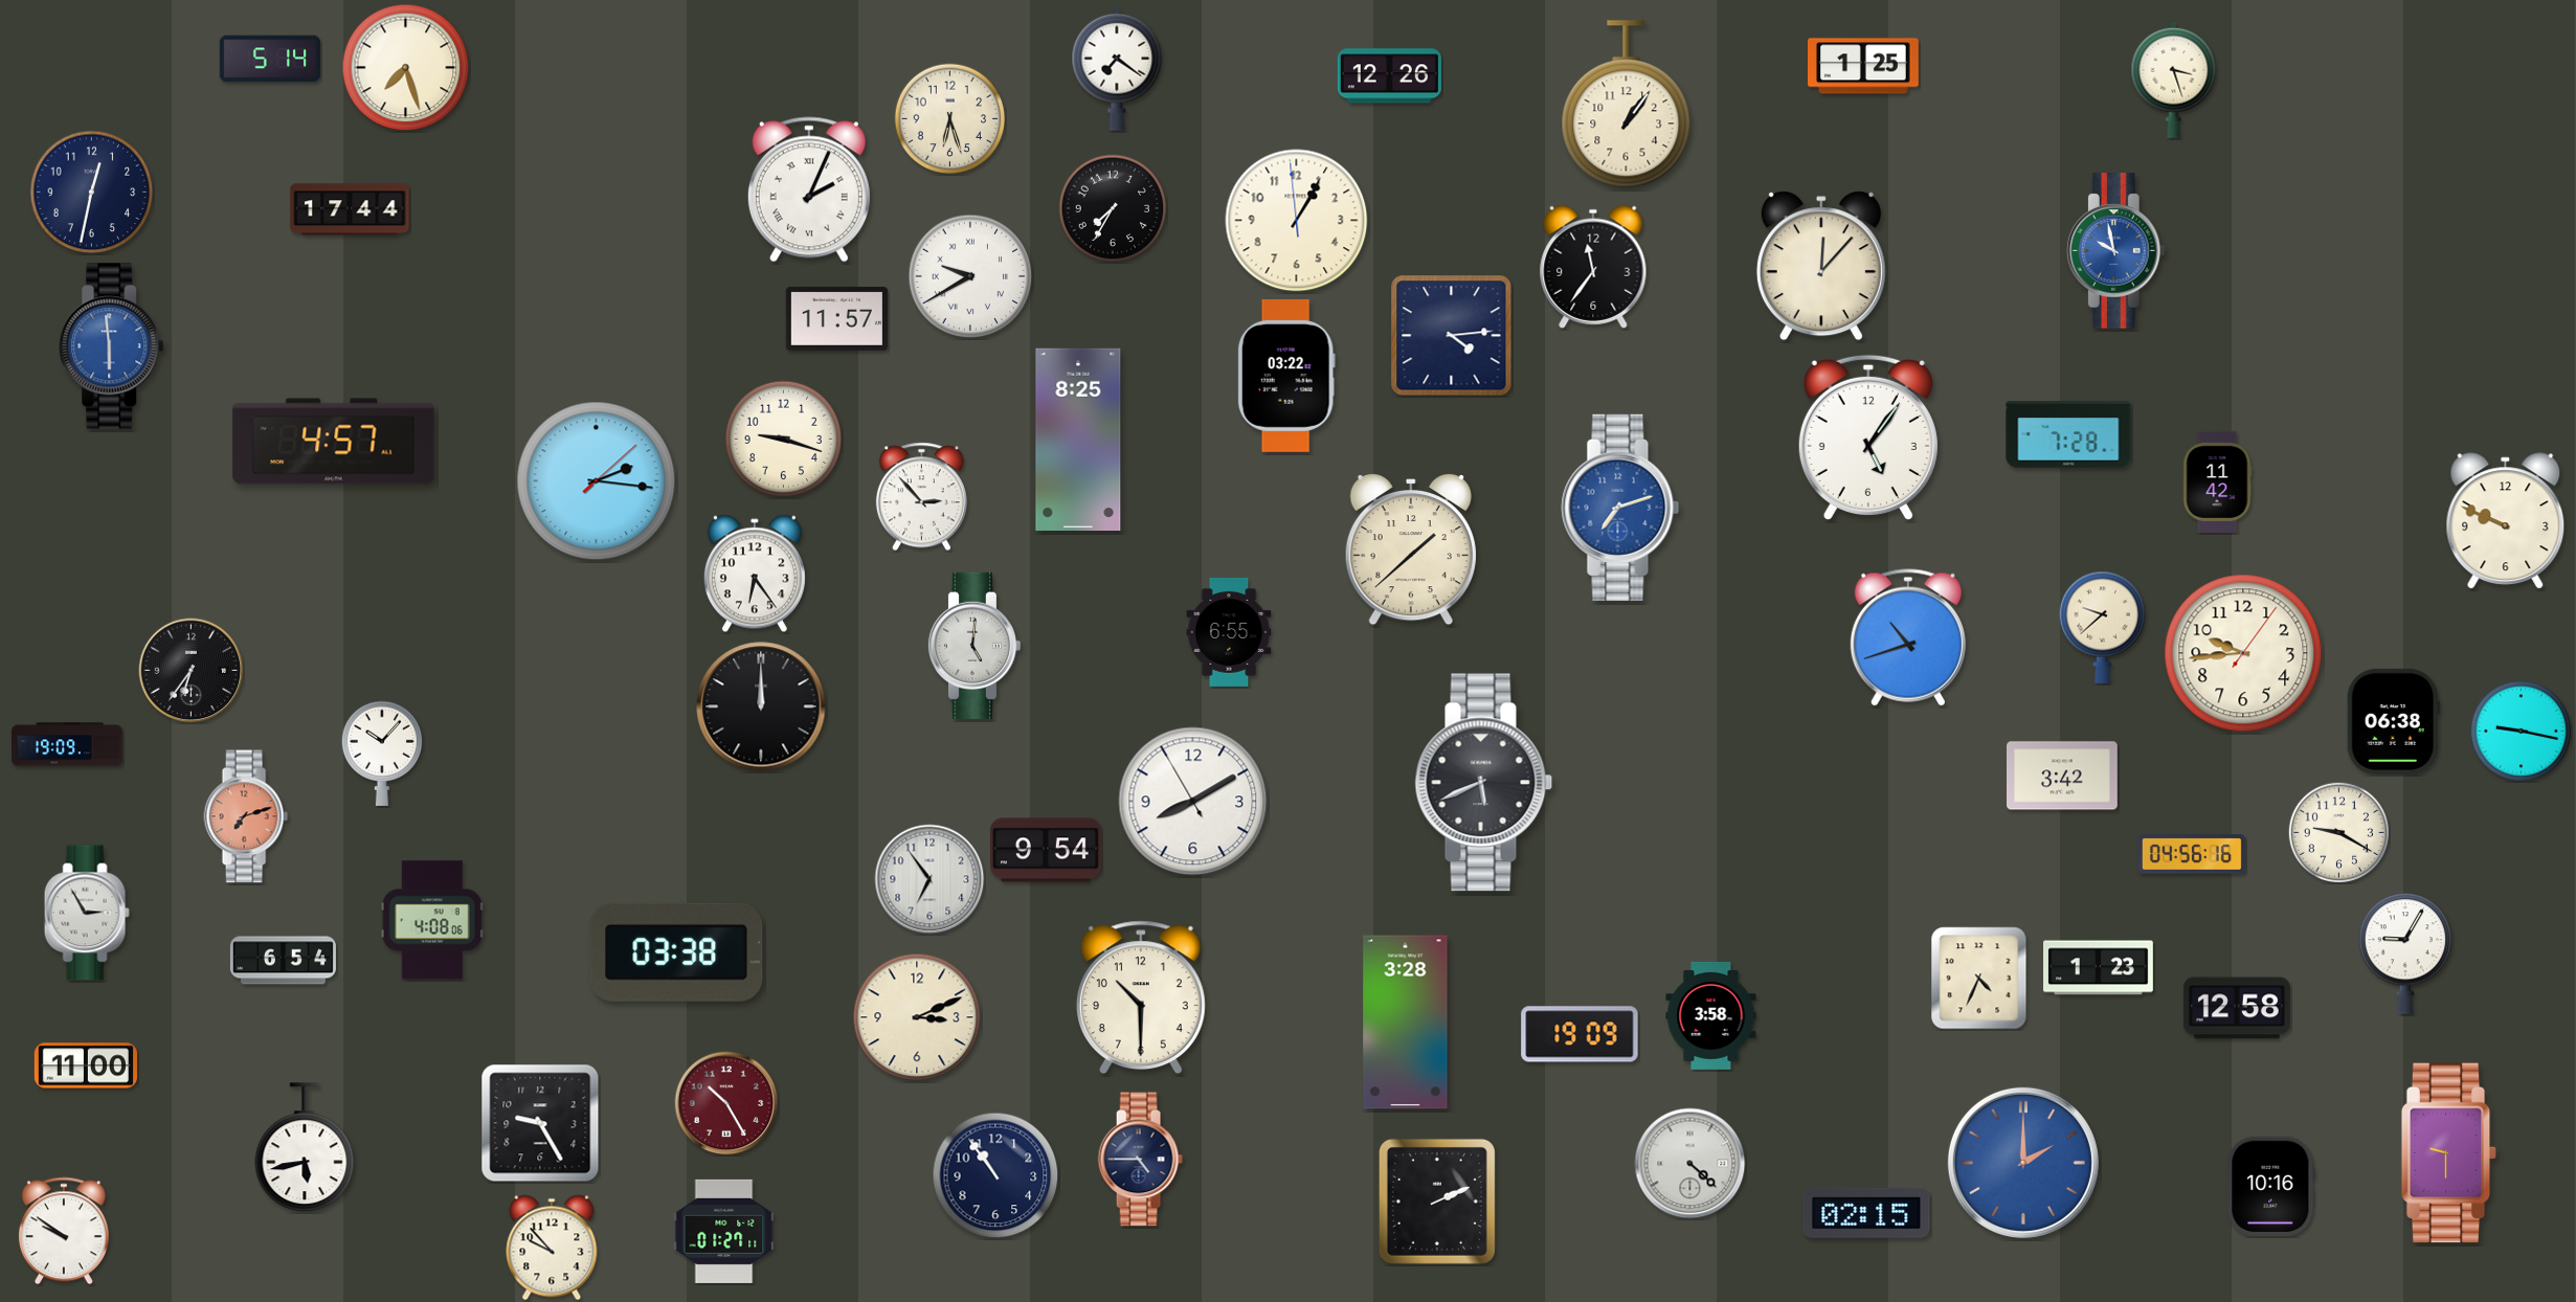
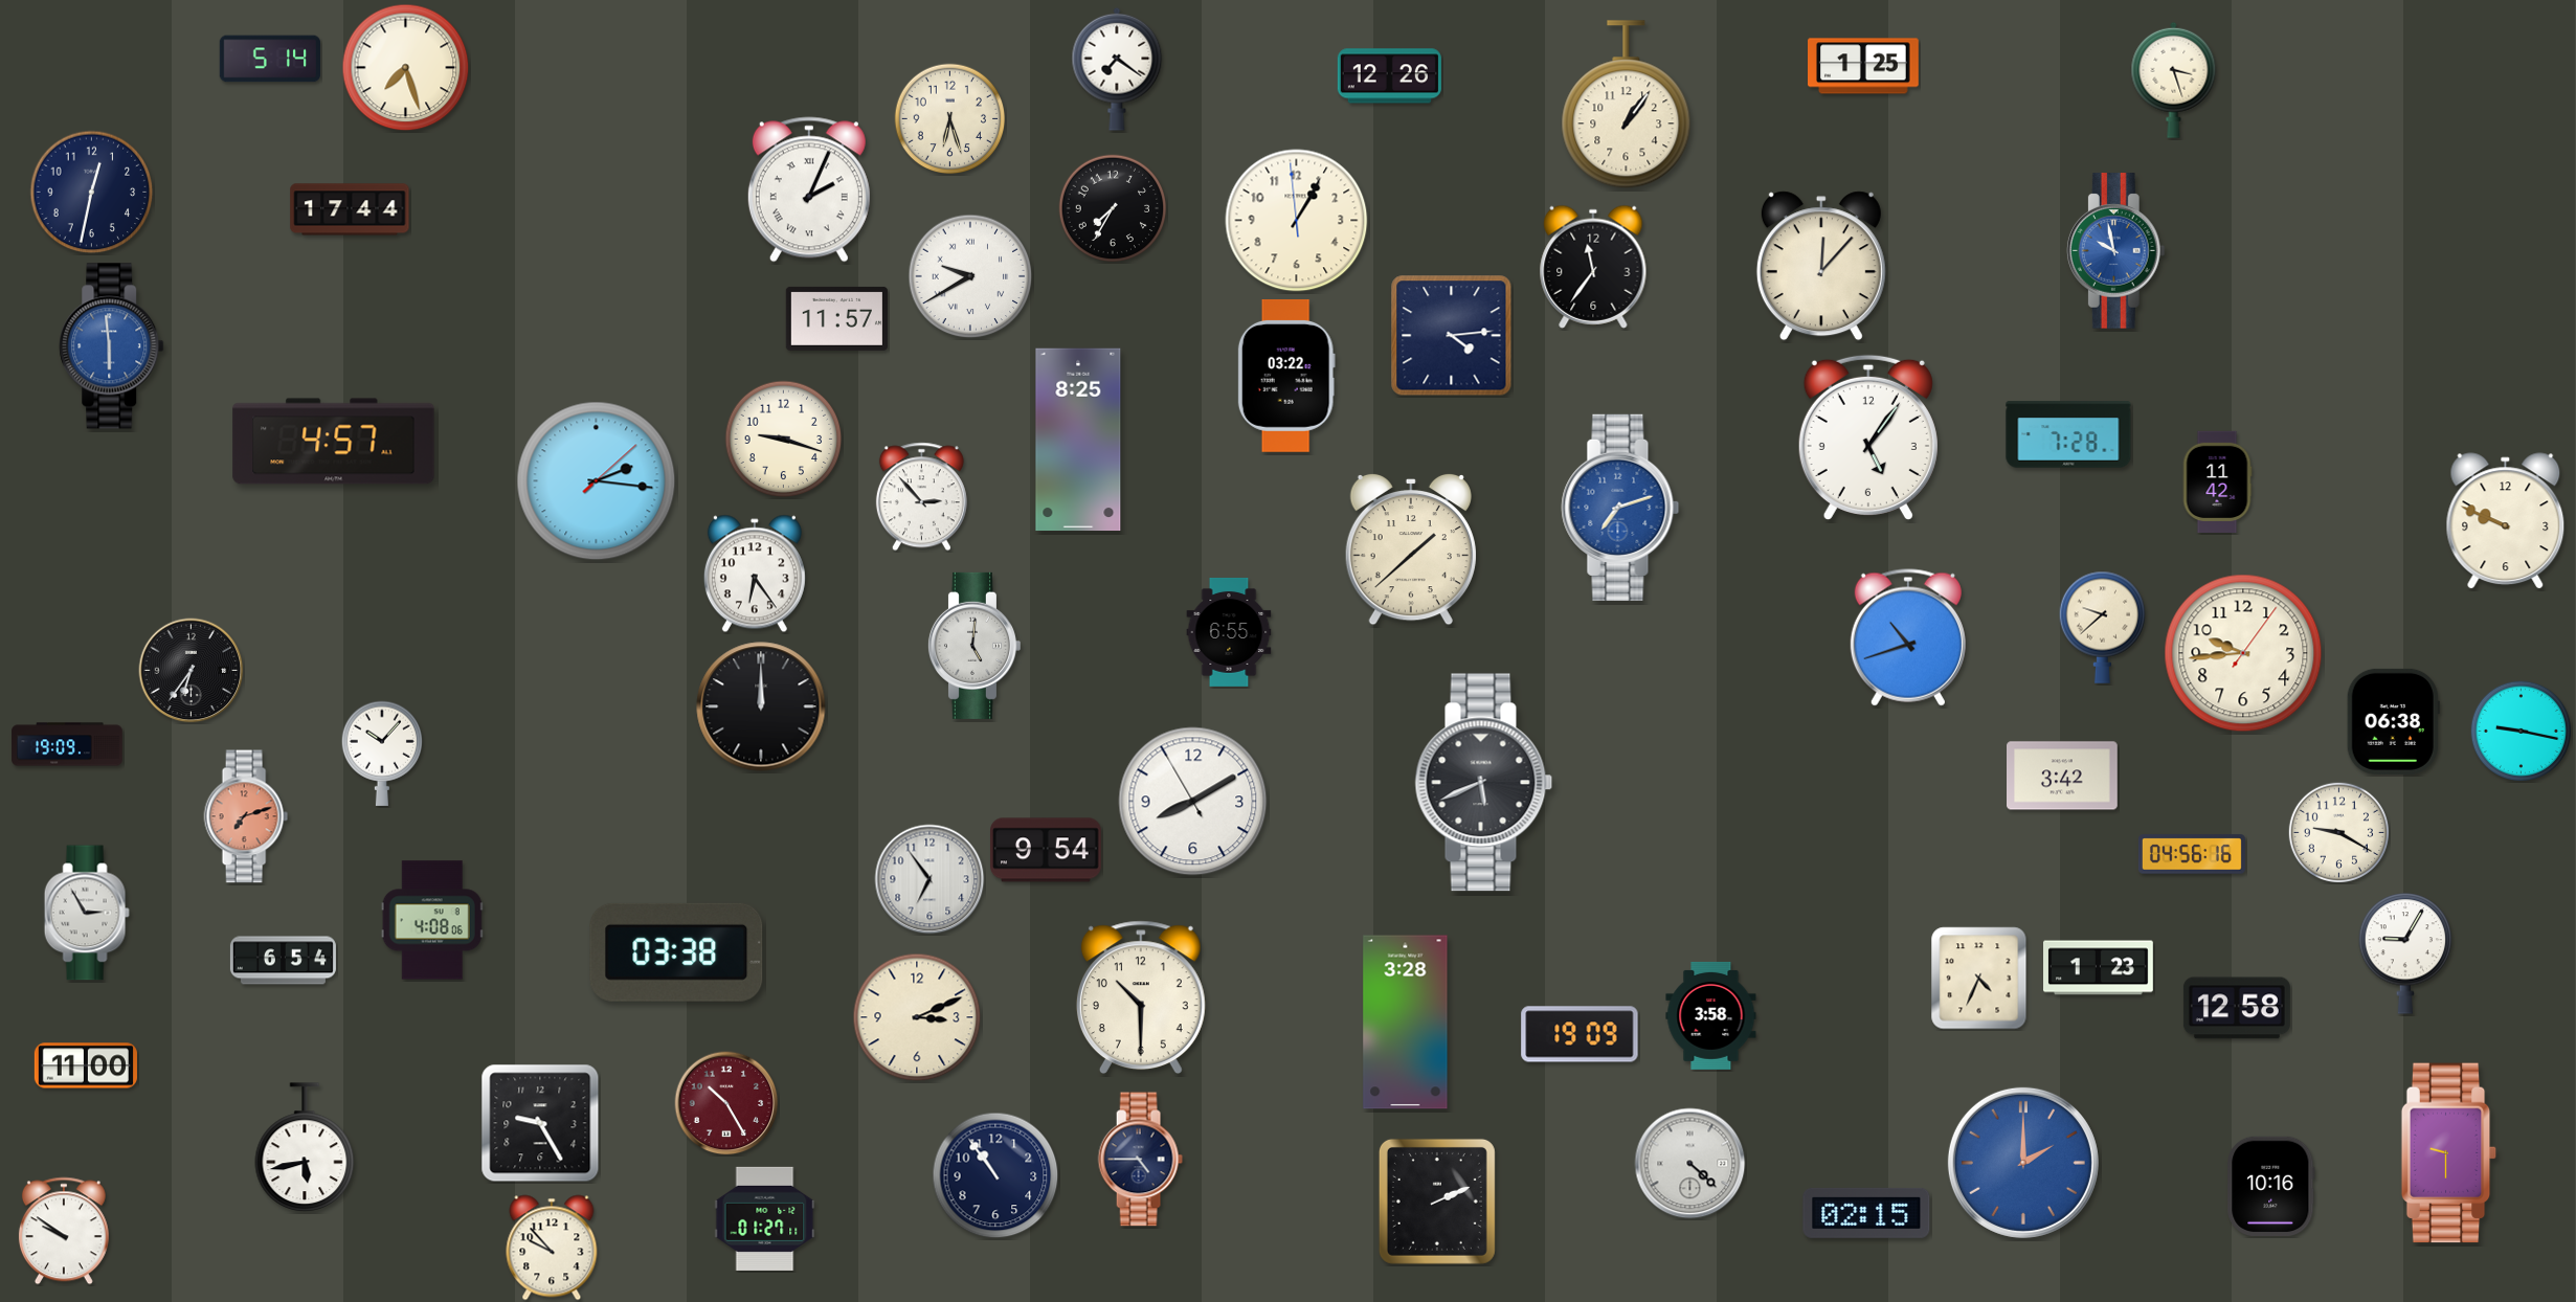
clock at (724, 1231) position: (724, 1231) -> (765, 1218)
